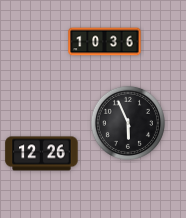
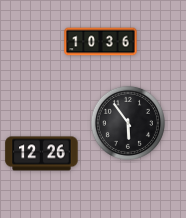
clock at (105, 42) position: (105, 42) -> (101, 42)
clock at (128, 123): 5:56 -> 5:54
